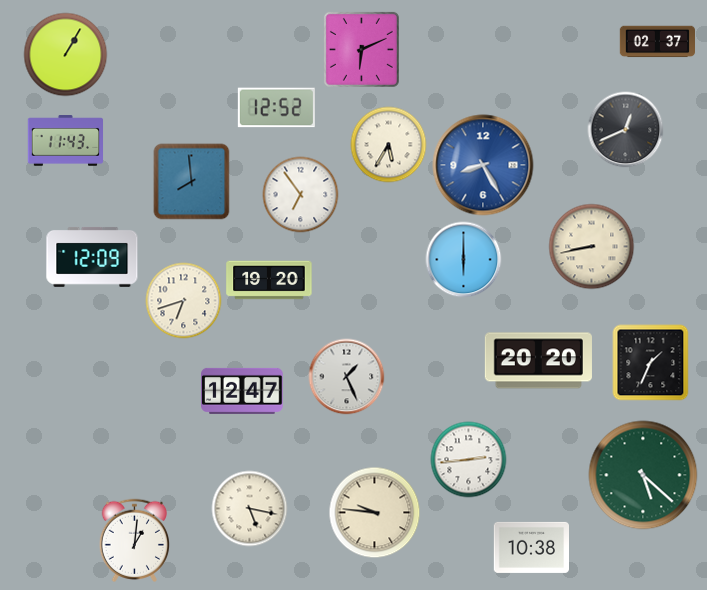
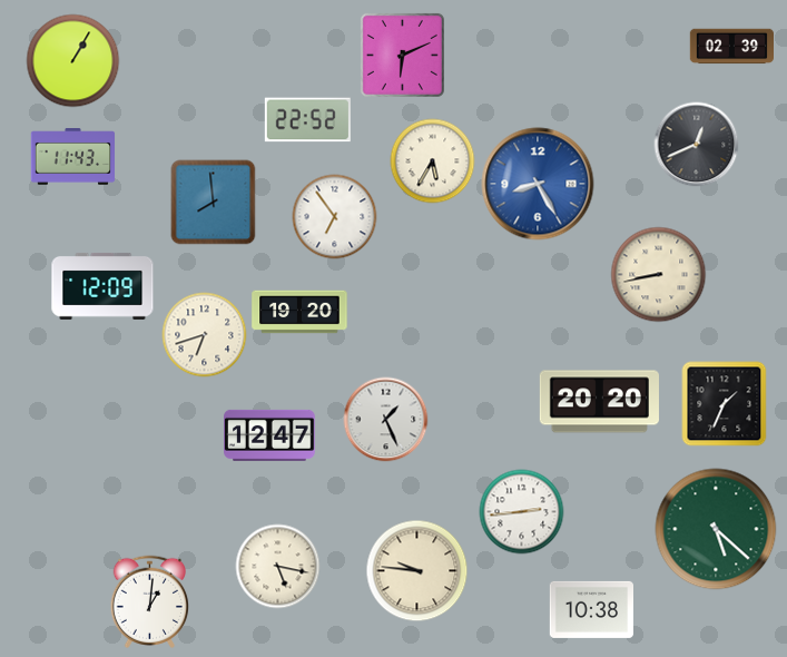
clock at (657, 42): 02:37 -> 02:39
clock at (276, 108): 12:52 -> 22:52
clock at (464, 260): 6:00 -> none
